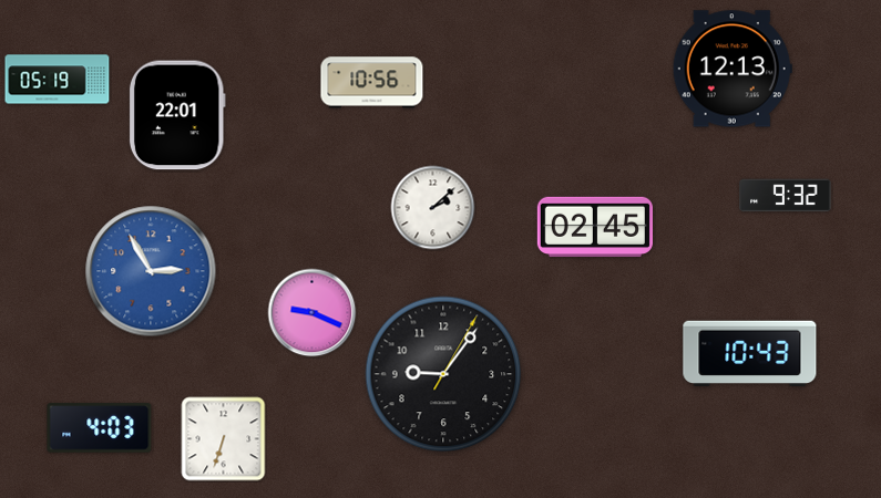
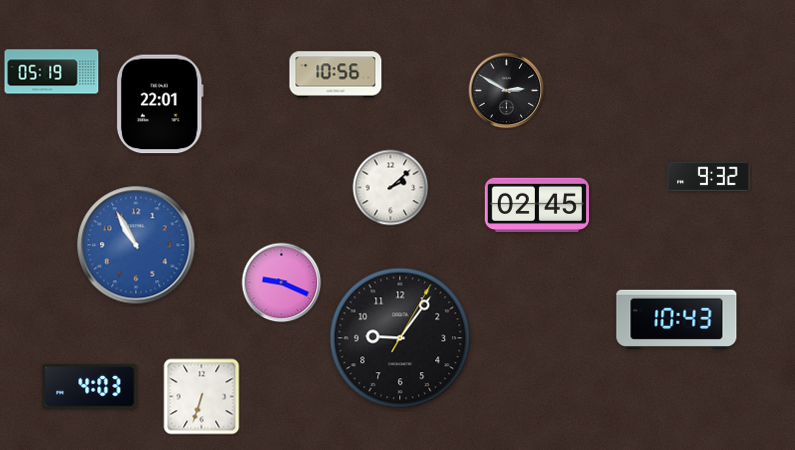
clock at (733, 69): 12:13 -> none
clock at (507, 91): none -> 2:50
clock at (151, 271): 2:55 -> 10:55
